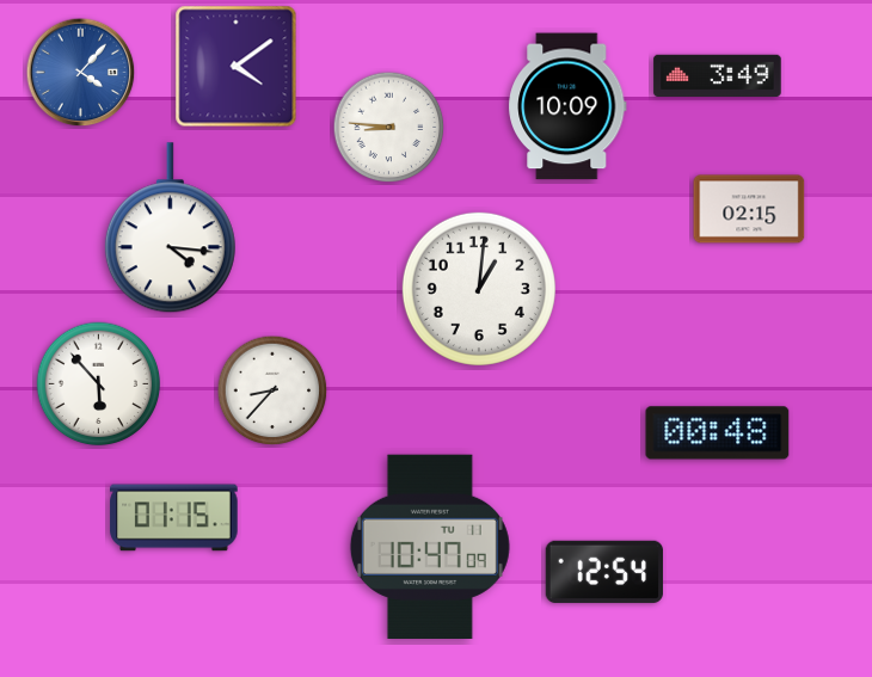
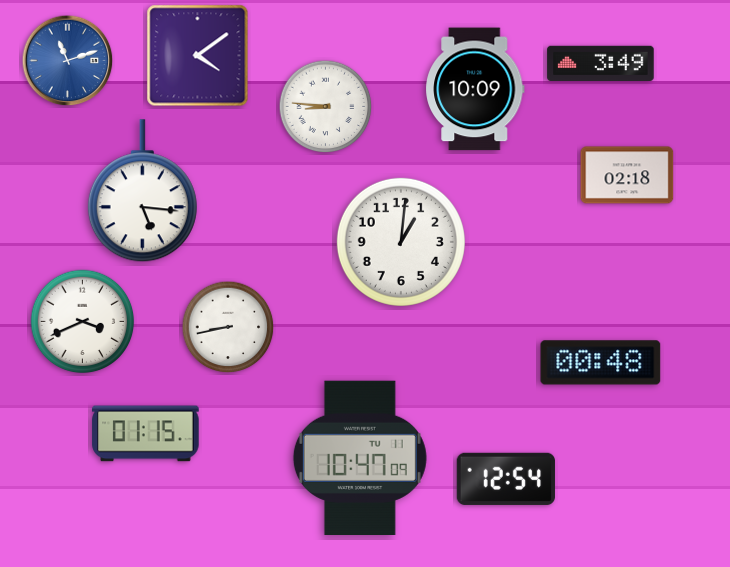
clock at (81, 73): 4:07 -> 11:12
clock at (749, 209): 02:15 -> 02:18
clock at (170, 228): 4:16 -> 5:16
clock at (99, 384): 5:53 -> 3:41
clock at (272, 390): 8:37 -> 8:43
